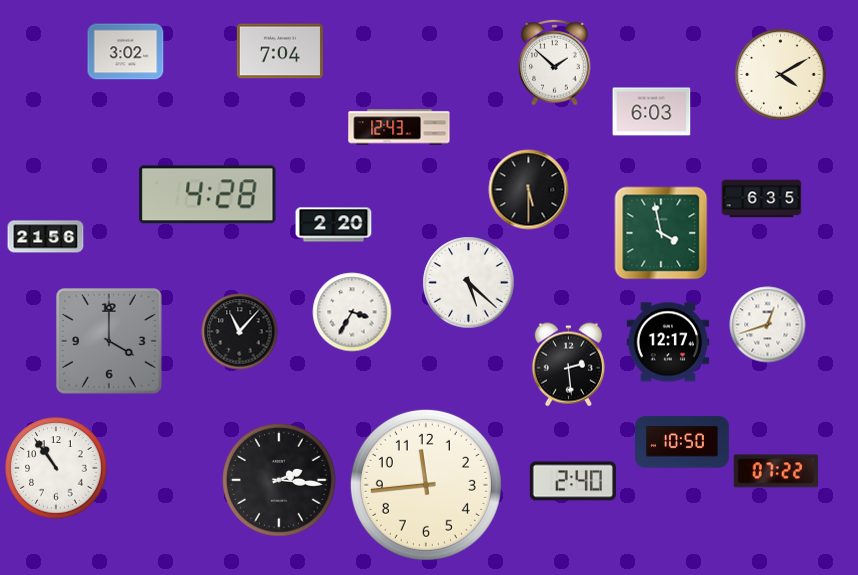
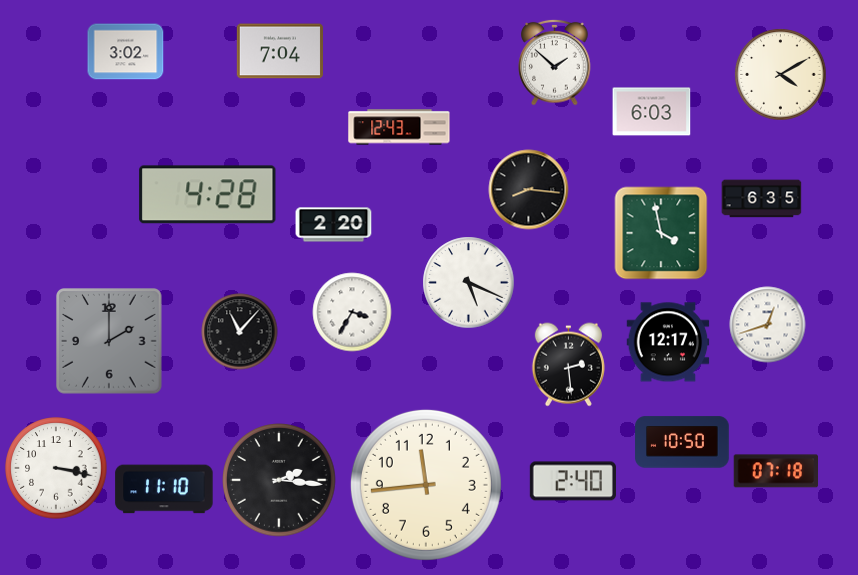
clock at (529, 190): 5:30 -> 8:16
clock at (46, 237): 21:56 -> none
clock at (469, 283): 5:22 -> 5:19
clock at (110, 342): 4:00 -> 2:00
clock at (56, 468): 10:54 -> 3:17
clock at (775, 471): 07:22 -> 07:18
clock at (164, 489): none -> 11:10
